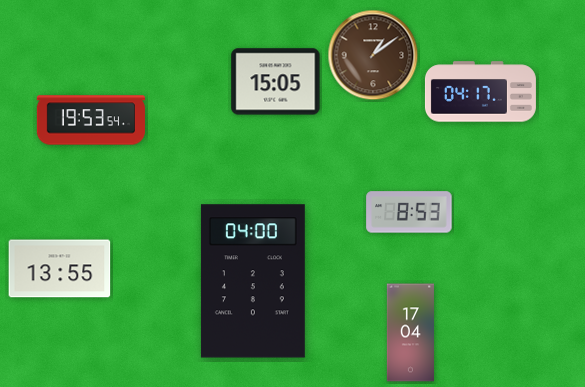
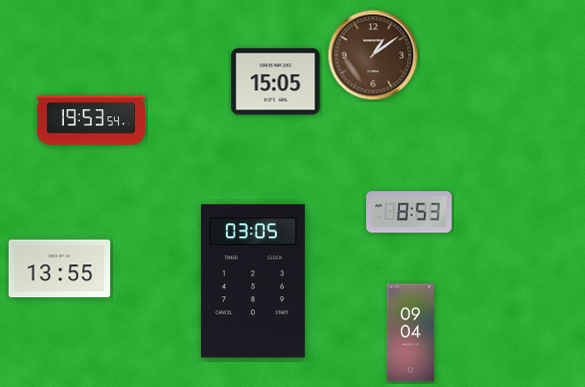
clock at (480, 92): 04:17 -> none
clock at (253, 281): 04:00 -> 03:05
clock at (410, 333): 17:04 -> 09:04
